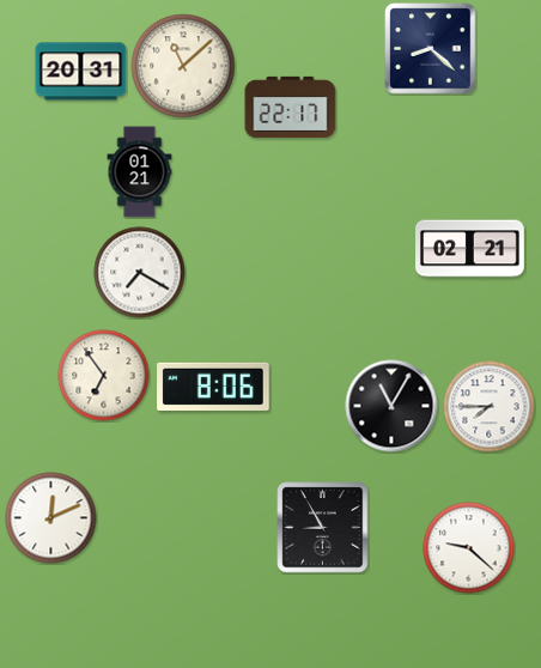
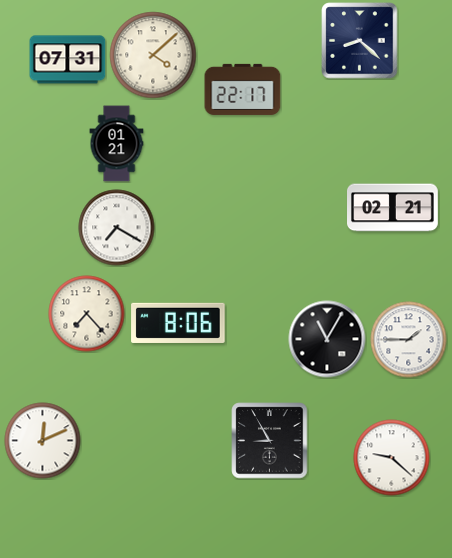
clock at (183, 66): 11:08 -> 4:08
clock at (81, 72): 20:31 -> 07:31
clock at (104, 376): 6:54 -> 7:23
clock at (490, 407): 7:45 -> 1:45
clock at (51, 518) position: (51, 518) -> (43, 441)
